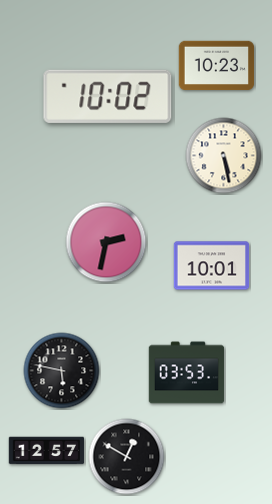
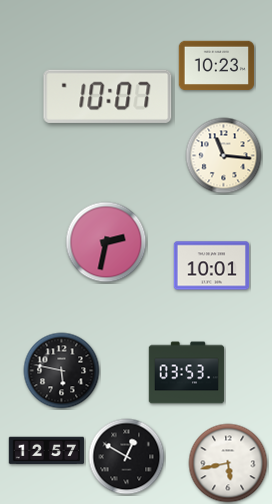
clock at (108, 96): 10:02 -> 10:07
clock at (224, 156): 5:28 -> 11:16
clock at (228, 463): none -> 5:43
